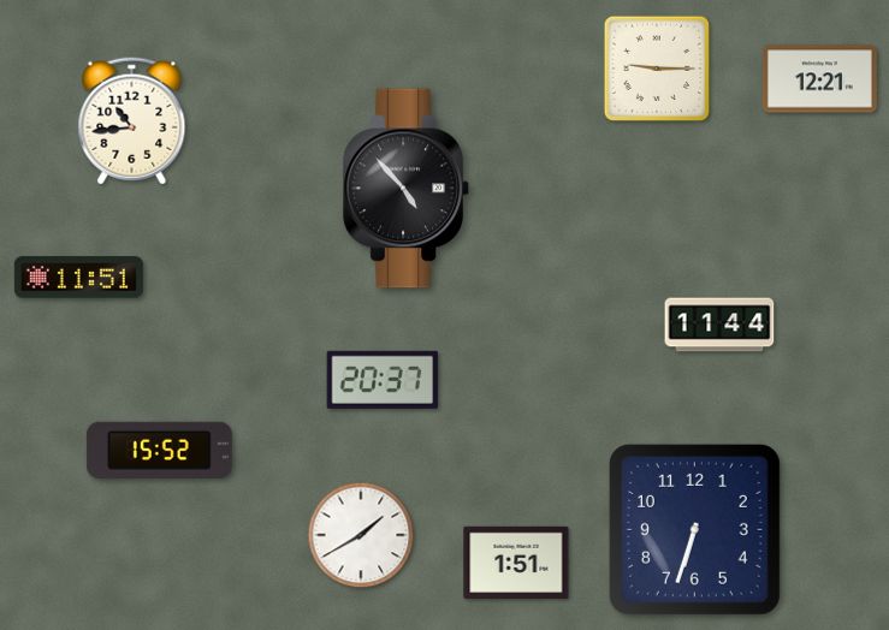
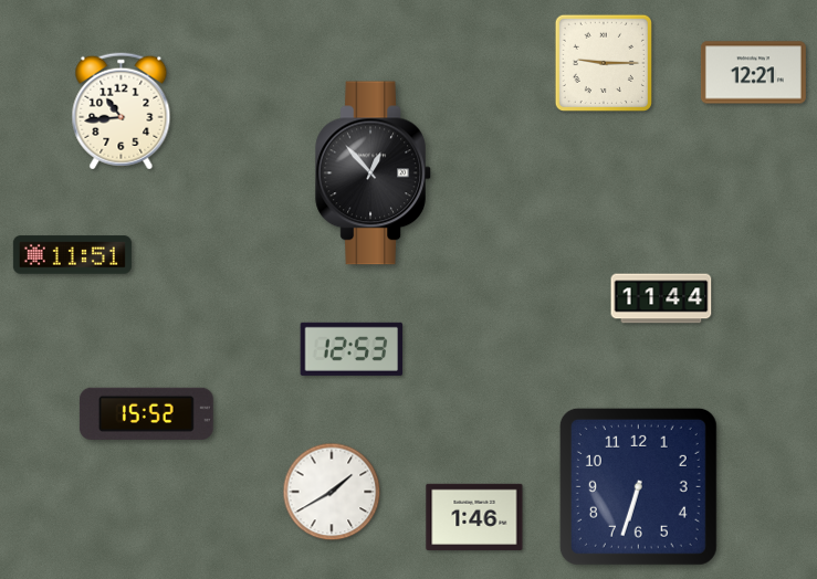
clock at (407, 189): 4:53 -> 12:53
clock at (383, 380): 20:37 -> 12:53
clock at (516, 563): 1:51 -> 1:46
